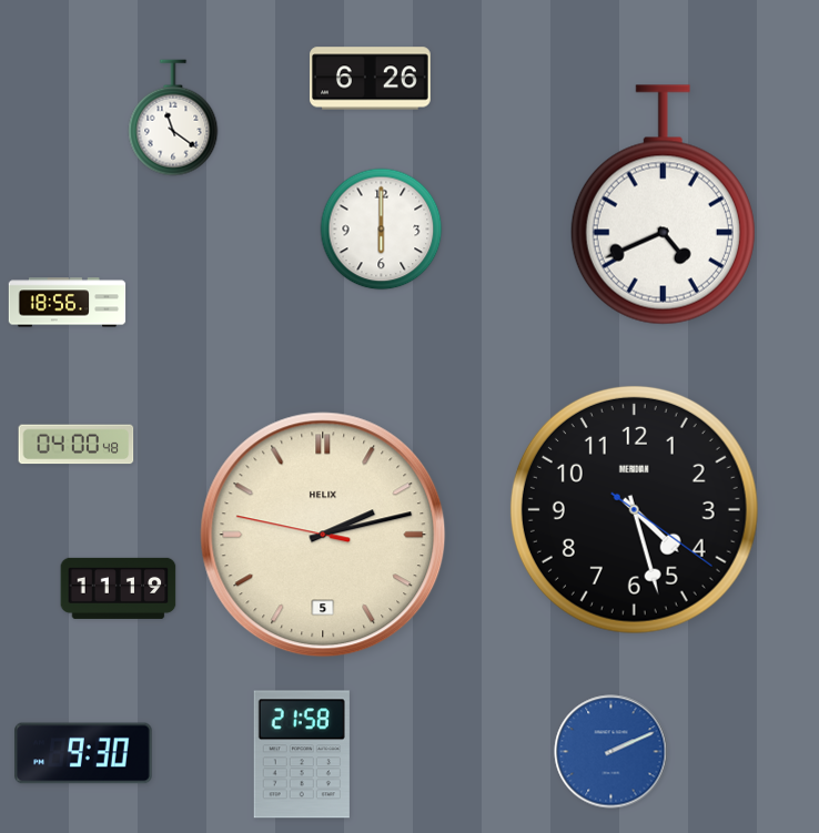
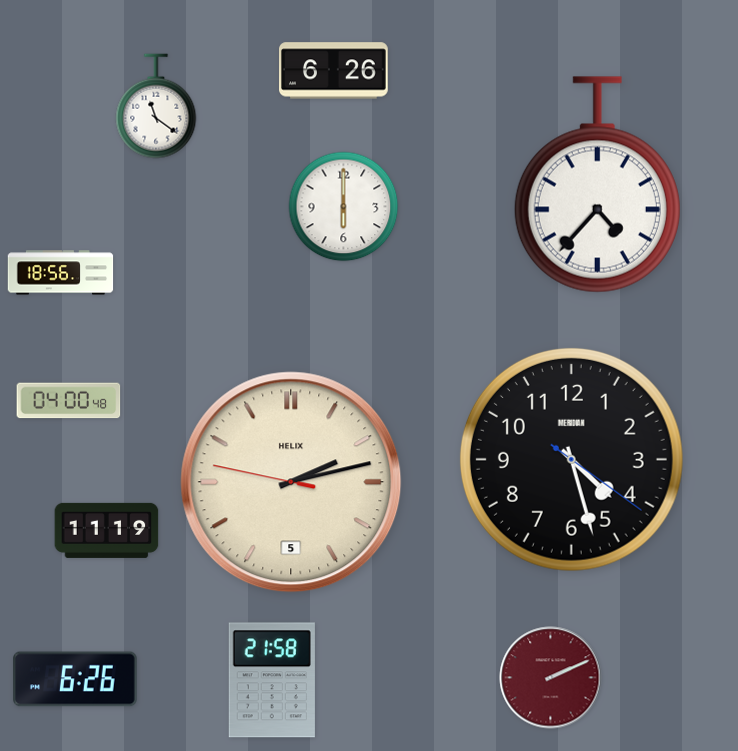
clock at (663, 205): 4:41 -> 4:37
clock at (611, 752) dial: blue -> burgundy
clock at (83, 753): 9:30 -> 6:26
